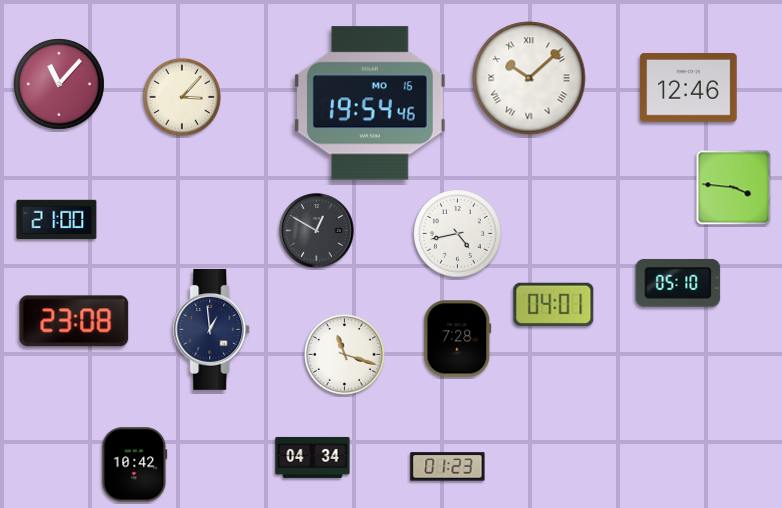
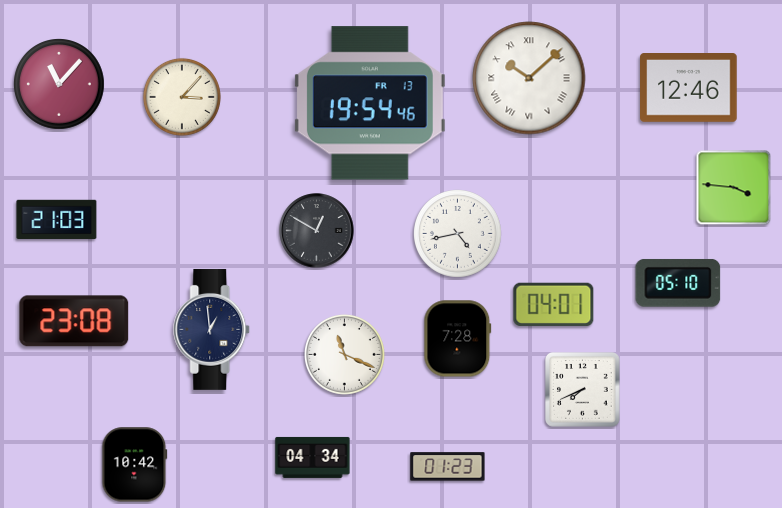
clock at (370, 103) date: MO 16 -> FR 13
clock at (57, 220): 21:00 -> 21:03
clock at (344, 354): 11:18 -> 11:19
clock at (583, 390): none -> 7:41
